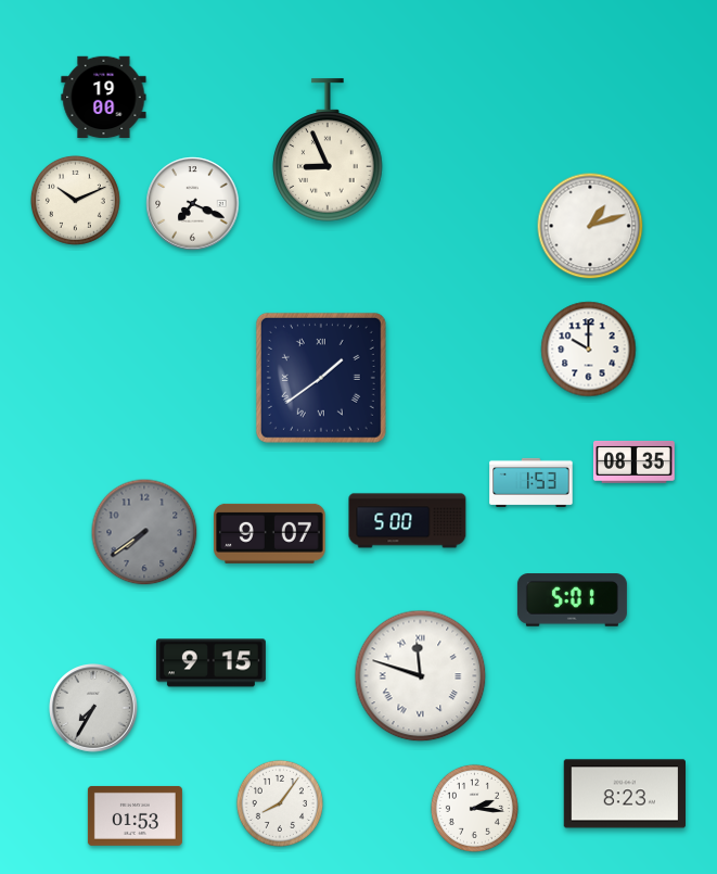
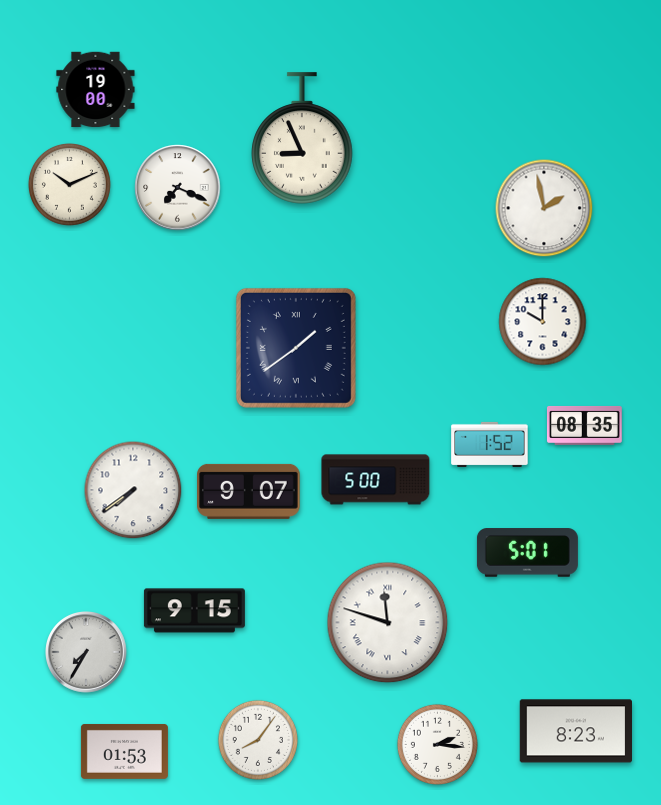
clock at (590, 226): 1:12 -> 1:58
clock at (532, 482): 1:53 -> 1:52
clock at (144, 532) dial: grey -> white
